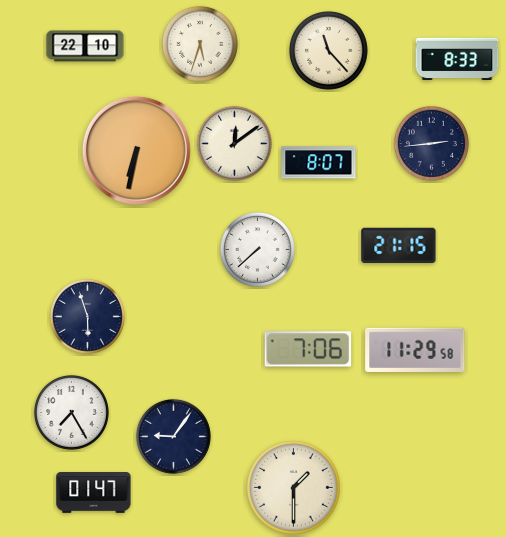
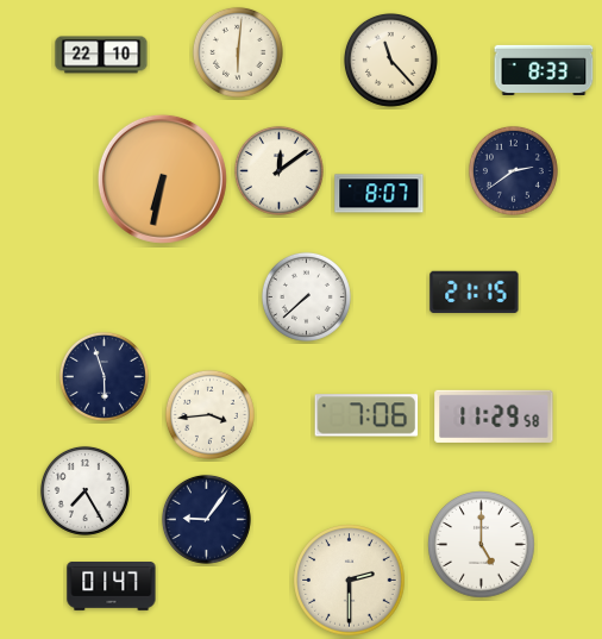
clock at (200, 44): 5:33 -> 6:01
clock at (431, 143): 2:44 -> 2:39
clock at (209, 414): none -> 3:44
clock at (482, 545): none -> 5:00
clock at (294, 488): 1:30 -> 2:30
